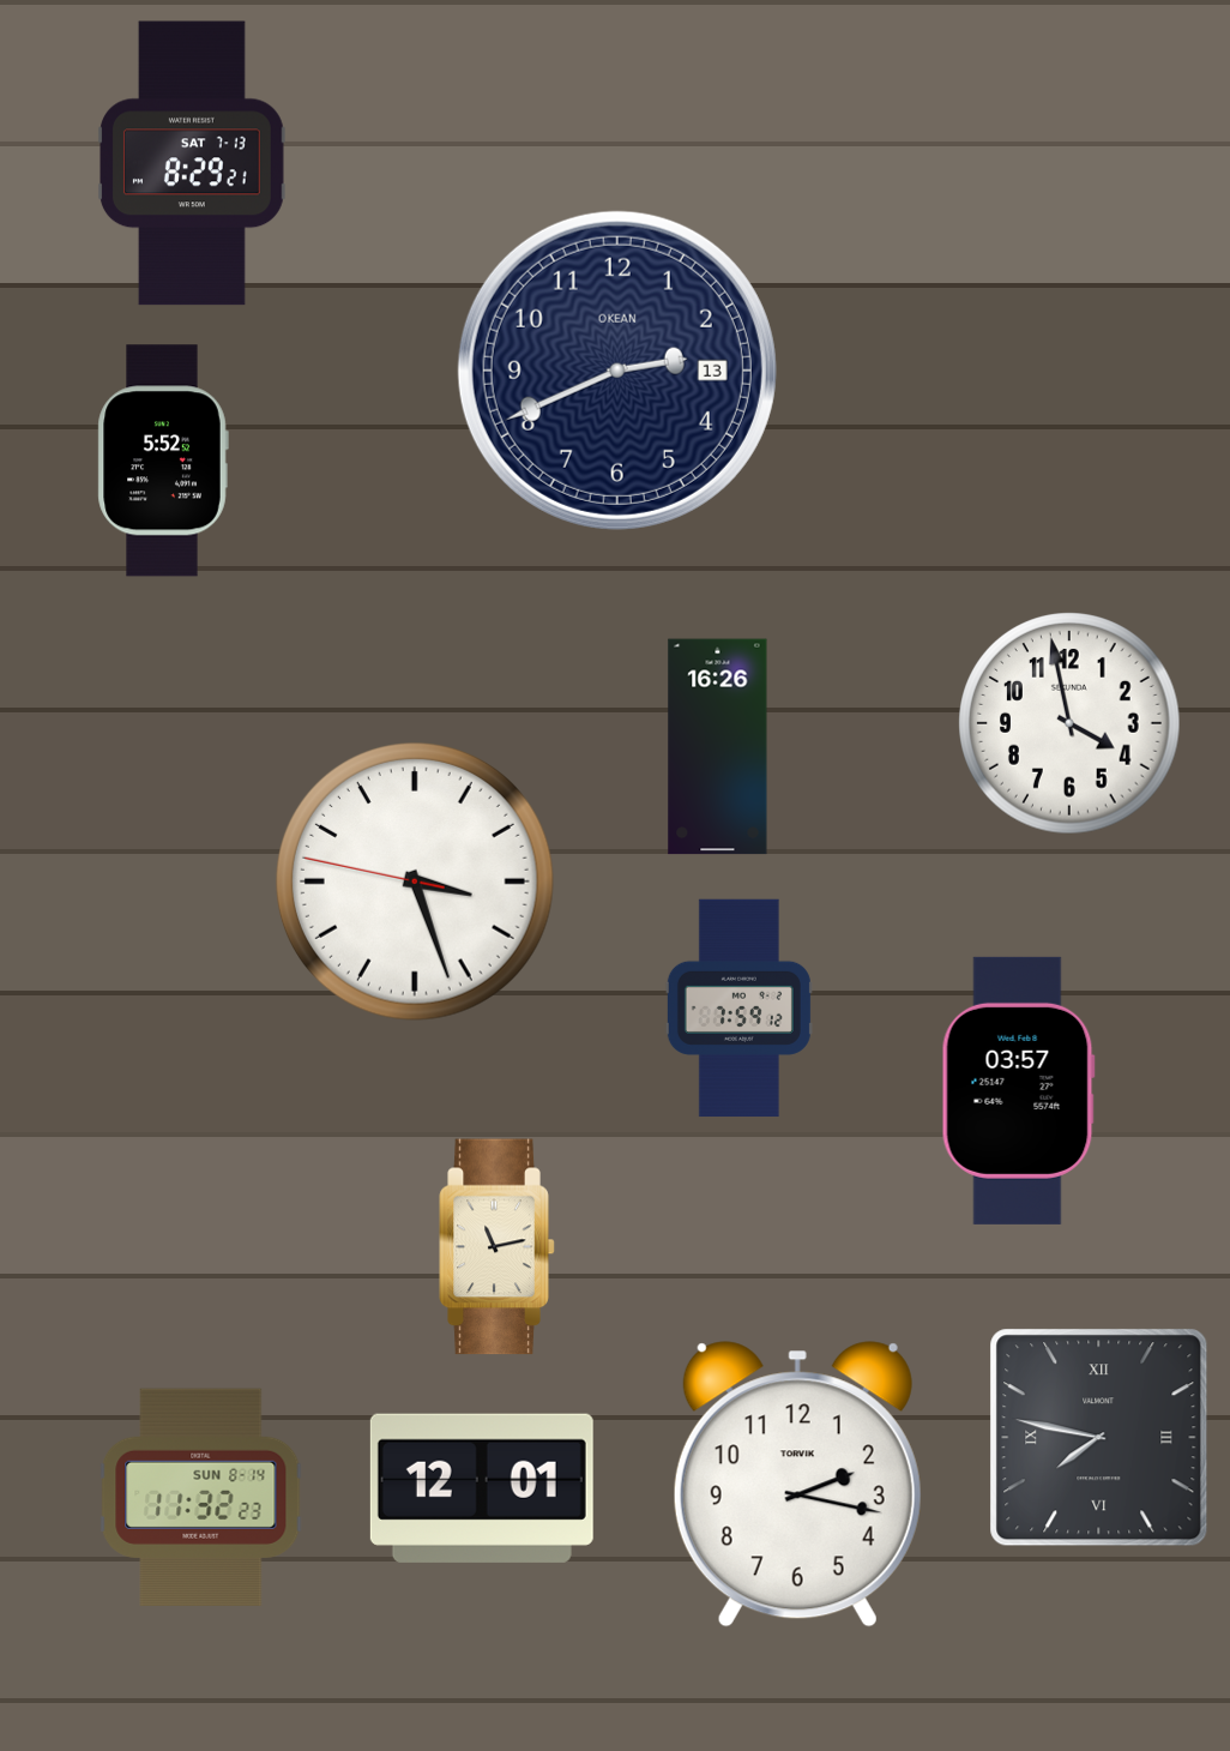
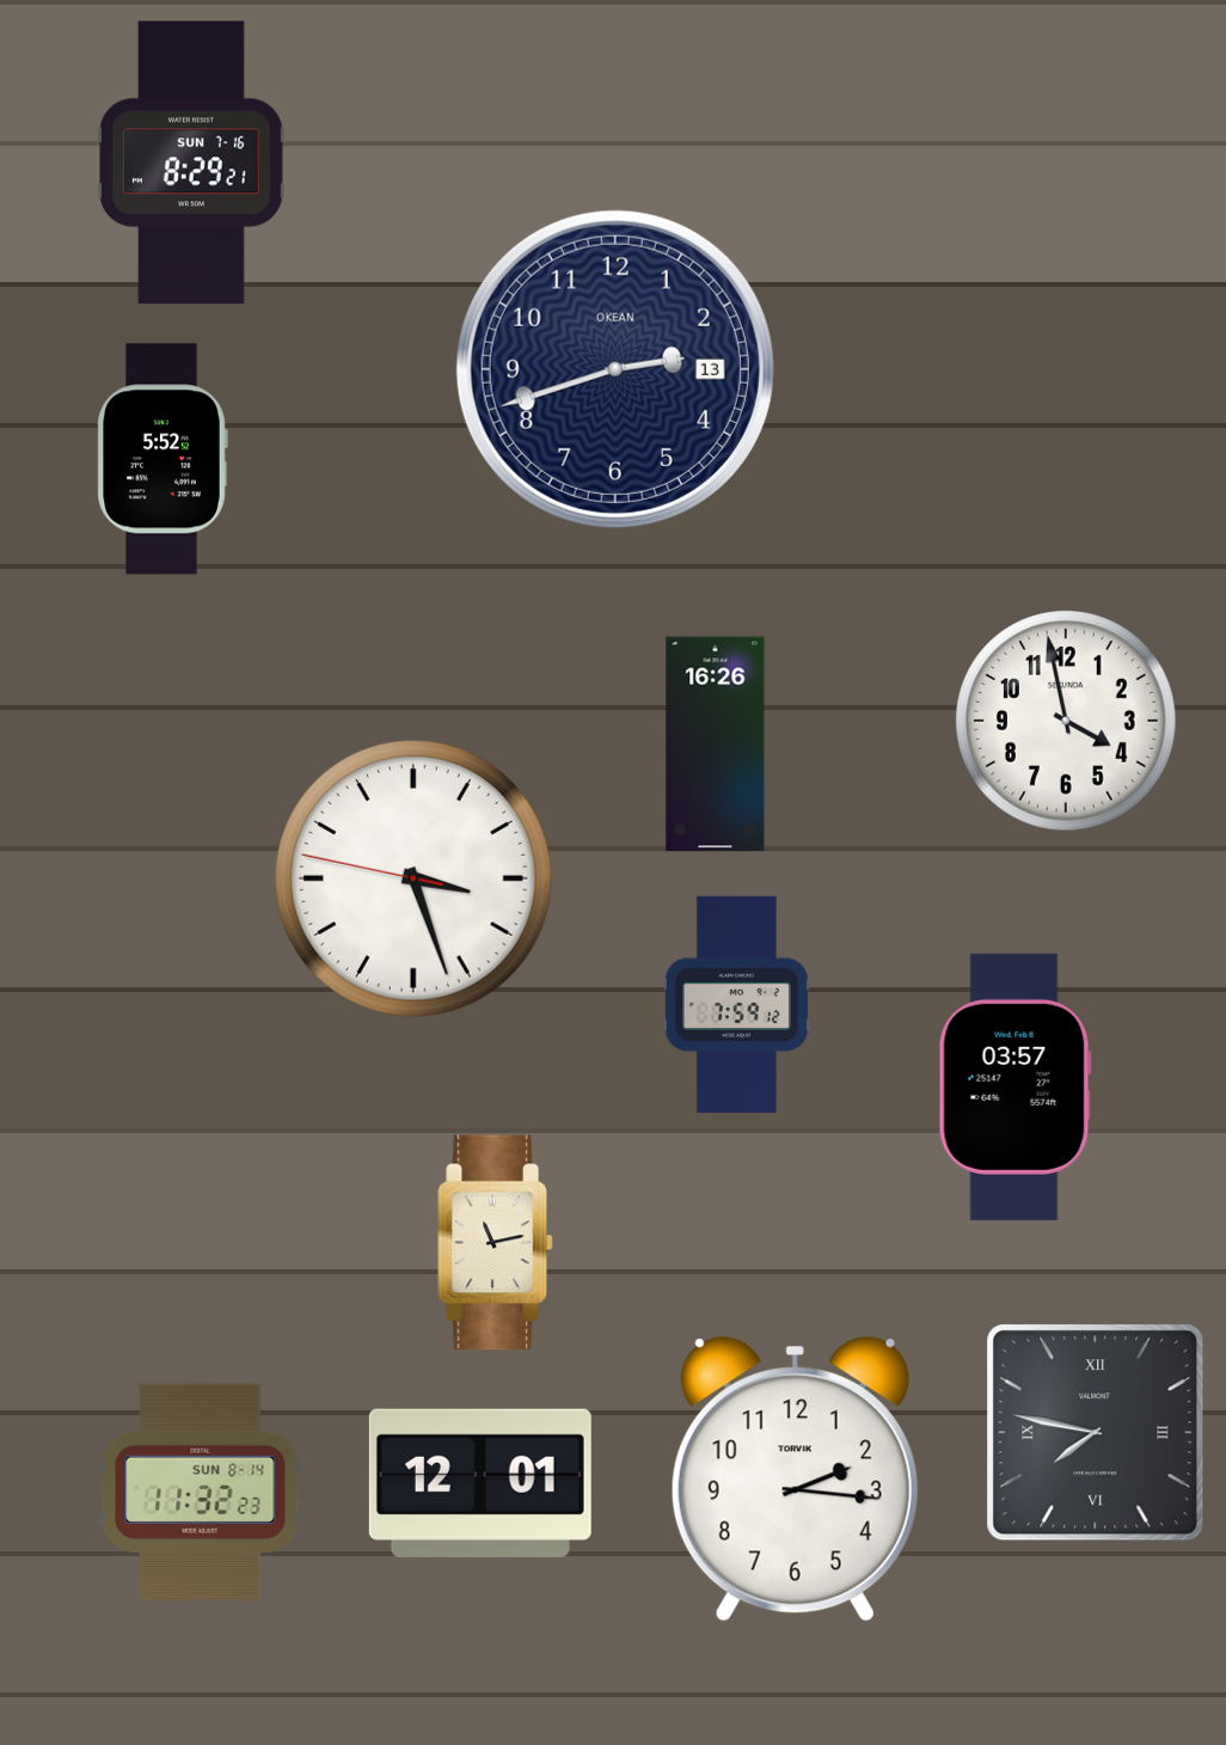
clock at (192, 163) date: SAT 7-13 -> SUN 7-16
clock at (617, 371): 2:41 -> 2:42
clock at (797, 1485): 2:17 -> 2:16
